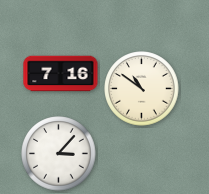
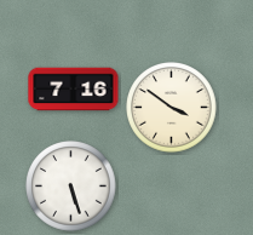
clock at (142, 89): 10:51 -> 3:51
clock at (59, 154): 3:07 -> 5:27
